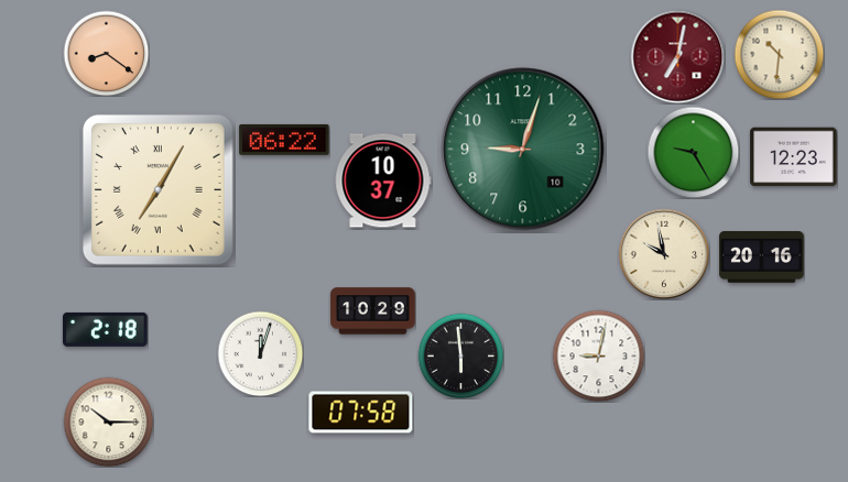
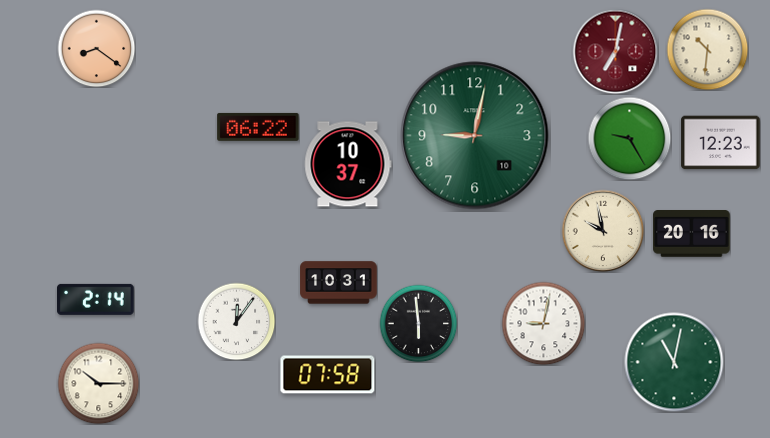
clock at (523, 150): 9:03 -> 9:02
clock at (157, 189): 7:05 -> none
clock at (373, 311): 10:29 -> 10:31
clock at (106, 329): 2:18 -> 2:14
clock at (260, 353): 12:03 -> 12:06
clock at (674, 362): none -> 11:02
